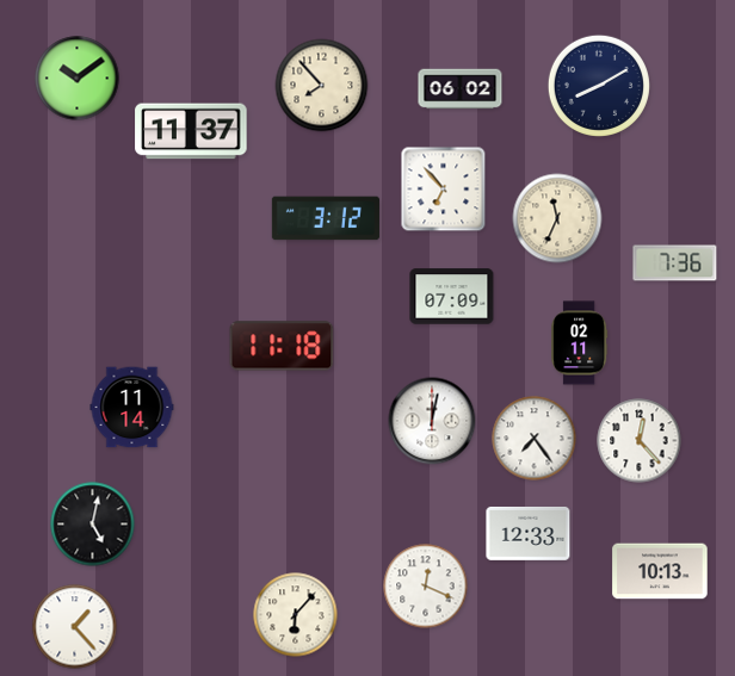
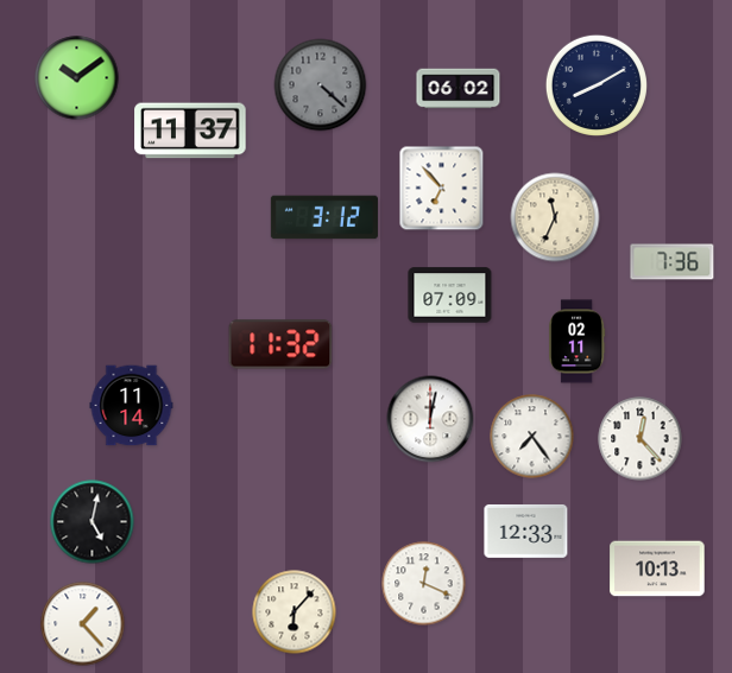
clock at (322, 86): 7:53 -> 4:22
clock at (322, 86) dial: cream -> grey
clock at (282, 346): 11:18 -> 11:32
clock at (640, 441) position: (640, 441) -> (640, 439)
clock at (75, 627) position: (75, 627) -> (83, 624)
